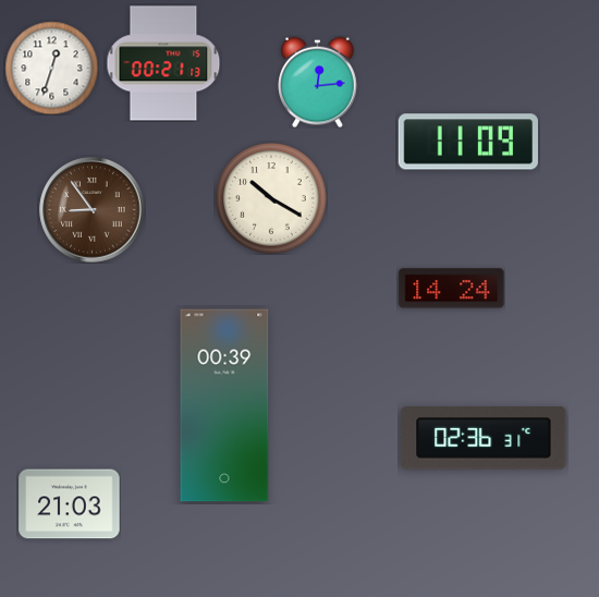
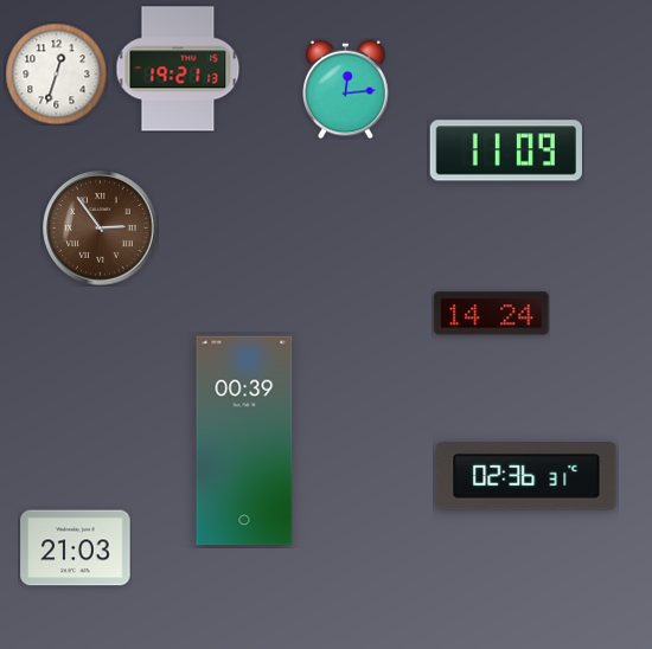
clock at (163, 63): 00:21 -> 19:21
clock at (467, 142) position: (467, 142) -> (505, 150)
clock at (271, 198): 10:20 -> none
clock at (93, 210): 8:54 -> 2:54
